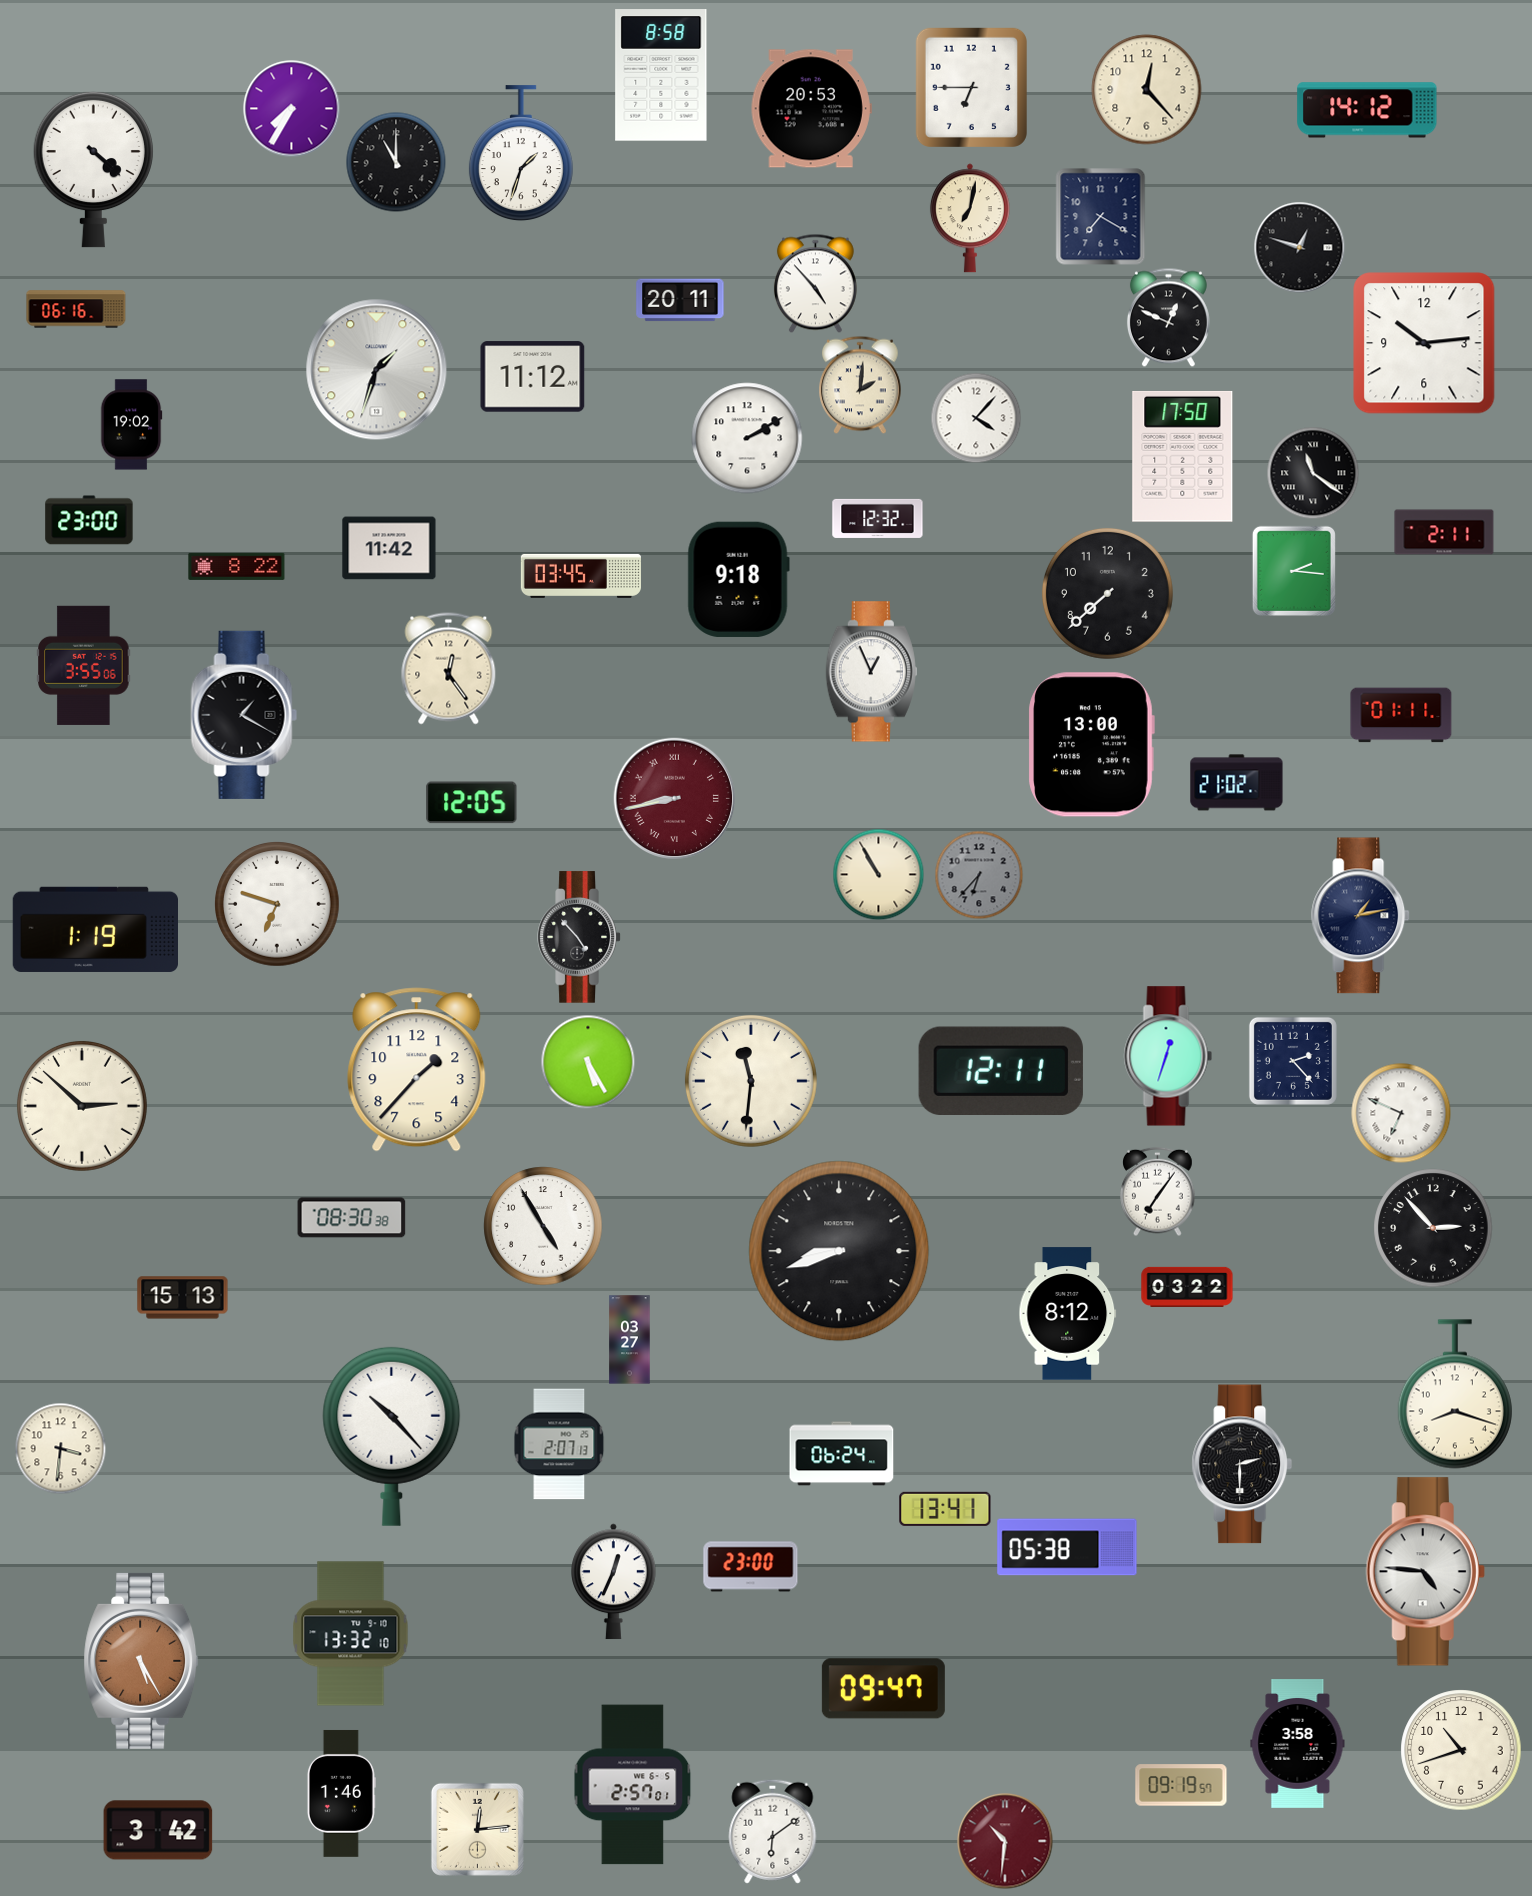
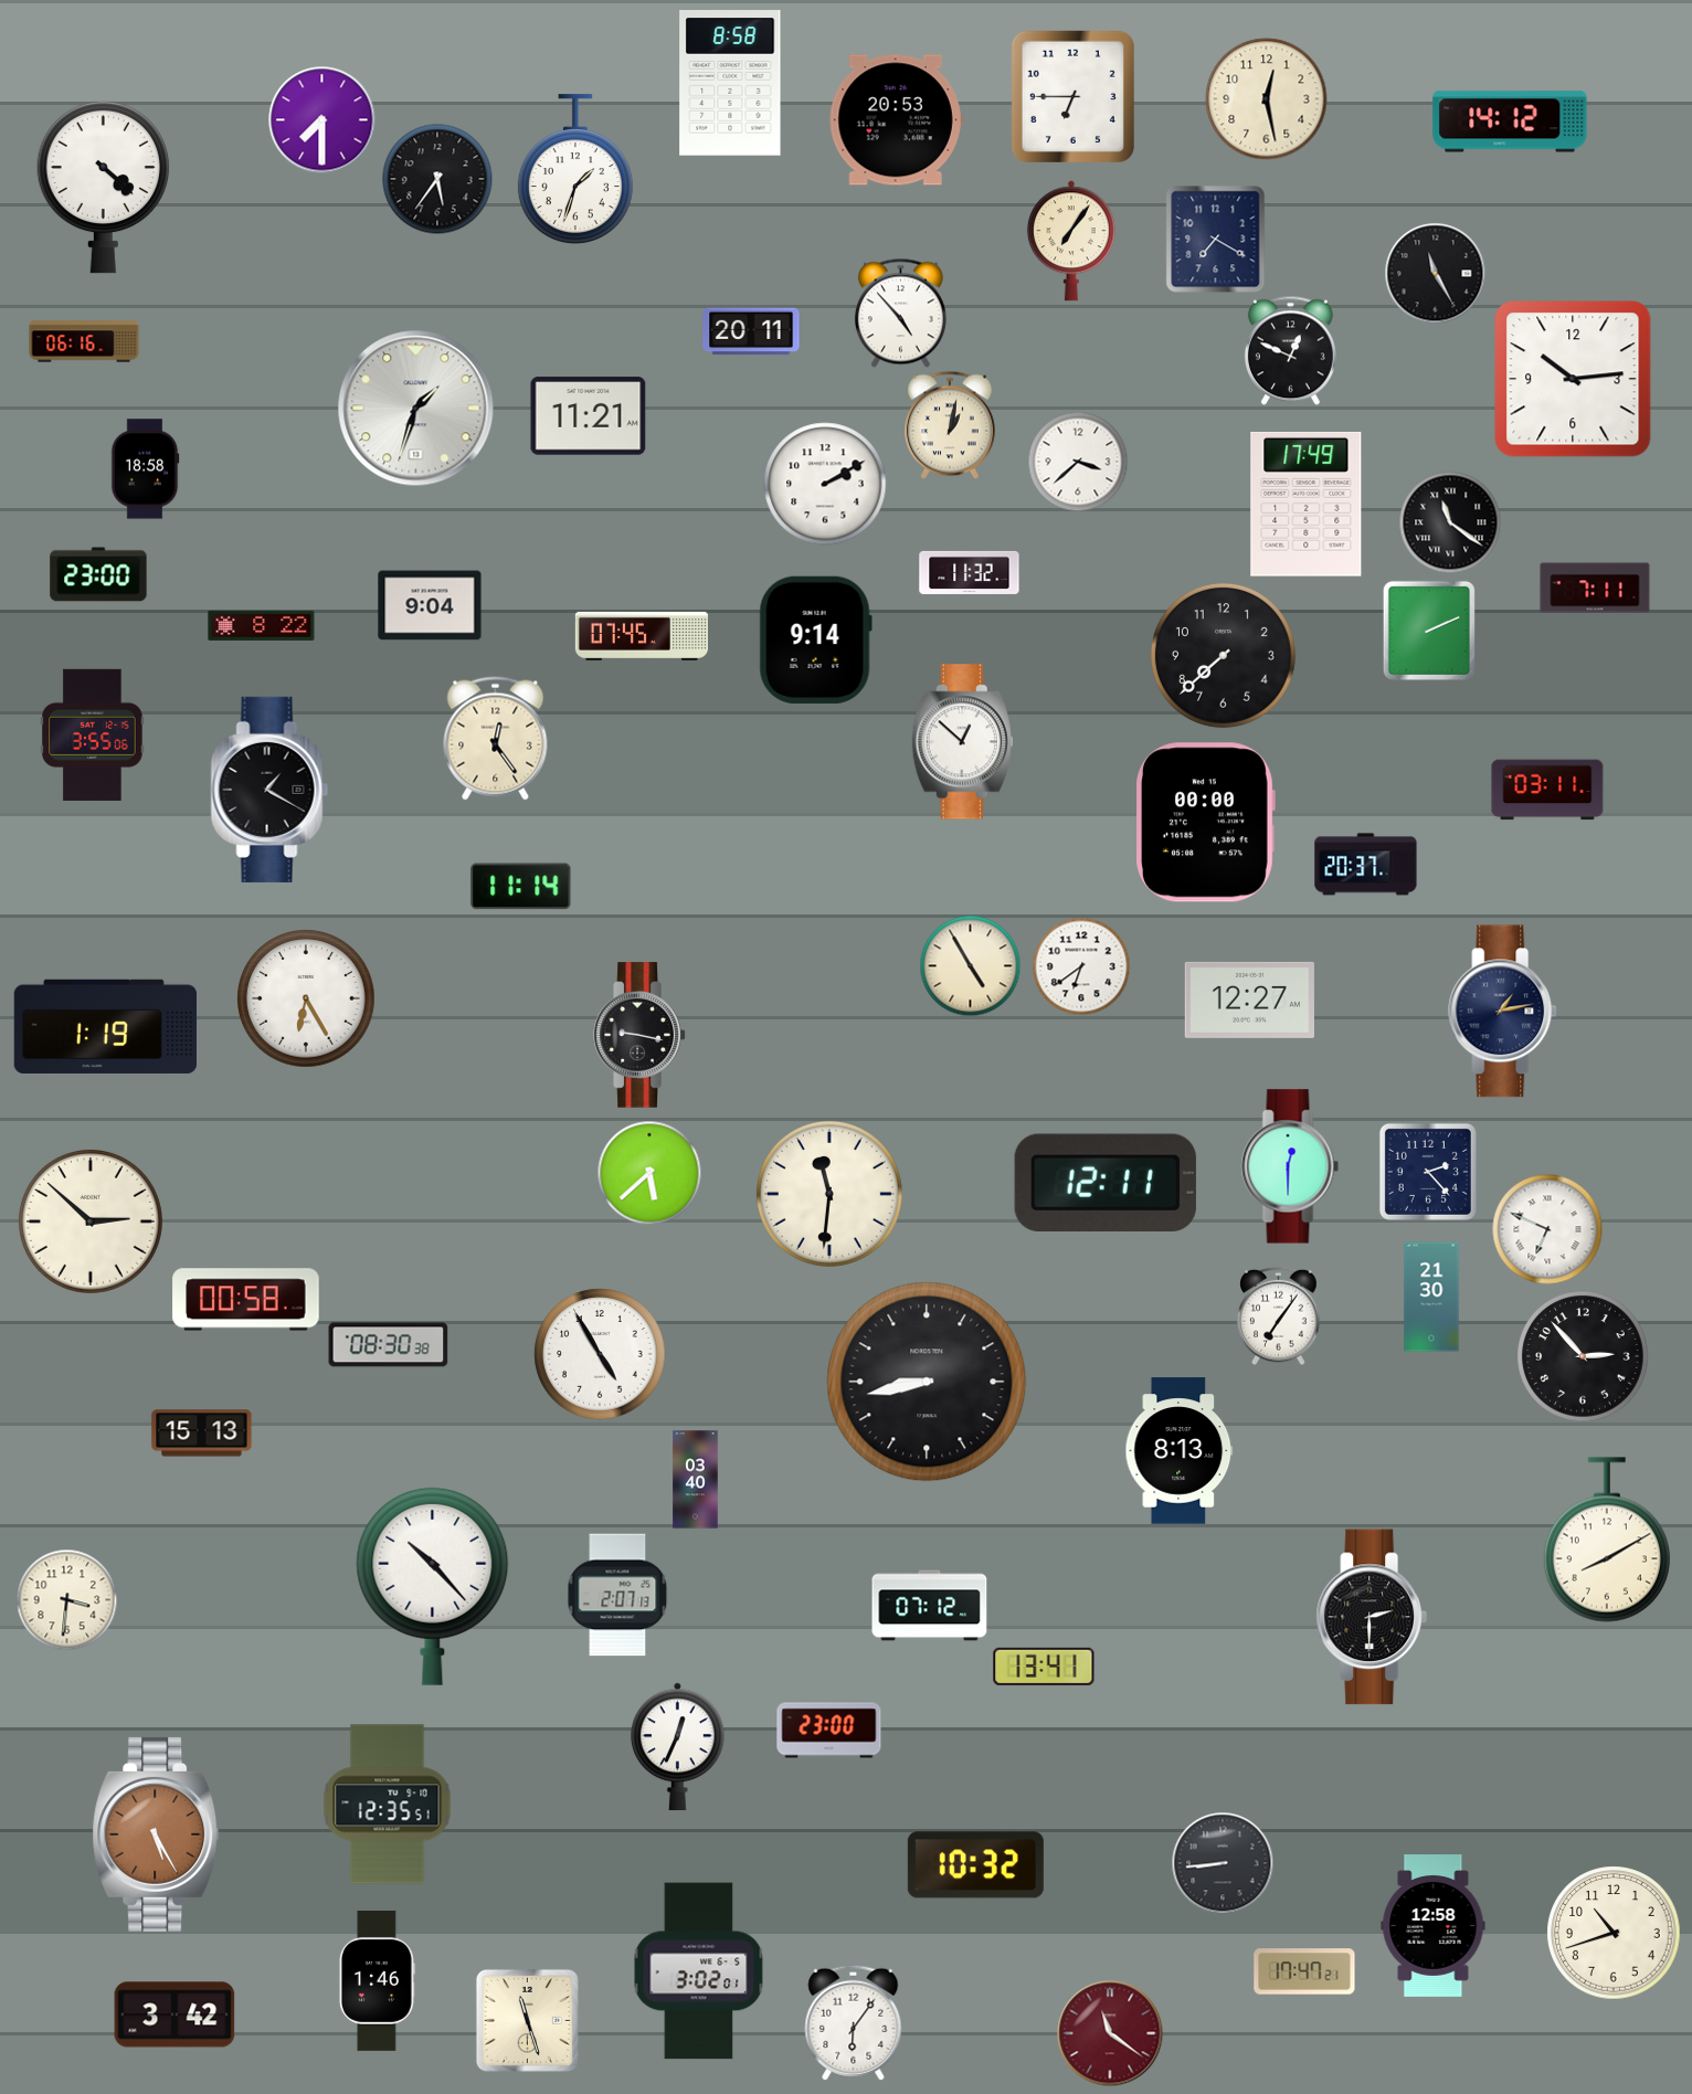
clock at (1147, 90): 12:23 -> 12:28
clock at (292, 109): 7:35 -> 7:30
clock at (396, 162): 11:00 -> 5:36
clock at (970, 218): 7:02 -> 7:06
clock at (1299, 247): 12:48 -> 11:25
clock at (533, 377): 11:12 -> 11:21
clock at (861, 385): 2:01 -> 1:02
clock at (976, 418): 4:07 -> 3:38
clock at (131, 425): 19:02 -> 18:58
clock at (1183, 456): 17:50 -> 17:49
clock at (878, 518): 12:32 -> 11:32
clock at (1444, 532): 2:11 -> 7:11
clock at (389, 548): 11:42 -> 9:04
clock at (1294, 571): 2:16 -> 2:11
clock at (581, 576): 03:45 -> 07:45
clock at (738, 579): 9:18 -> 9:14
clock at (871, 672): 12:56 -> 12:52
clock at (1401, 715): 01:11 -> 03:11
clock at (1091, 745): 13:00 -> 00:00
clock at (1237, 783): 21:02 -> 20:37
clock at (675, 799): 8:43 -> none
clock at (472, 803): 12:05 -> 11:14
clock at (878, 874): 10:55 -> 4:55
clock at (979, 875): 6:37 -> 6:39
clock at (979, 875) dial: grey -> white
clock at (277, 904): 6:48 -> 6:25
clock at (1249, 1000): none -> 12:27
clock at (579, 937): 4:53 -> 9:17
clock at (1168, 1056): 12:33 -> 12:30
clock at (588, 1062): 5:25 -> 5:38
clock at (417, 1070): 1:37 -> none
clock at (1431, 1297): none -> 21:30
clock at (246, 1300): none -> 00:58
clock at (839, 1251): 8:42 -> 8:43
clock at (1187, 1287): 03:22 -> none
clock at (1068, 1314): 8:12 -> 8:13
clock at (630, 1340): 03:27 -> 03:40
clock at (1455, 1394): 8:18 -> 8:10
clock at (842, 1454): 06:24 -> 07:12
clock at (1067, 1547): 05:38 -> none
clock at (1425, 1572): 4:46 -> none
clock at (351, 1634): 13:32 -> 12:35
clock at (1223, 1863): none -> 8:44
clock at (883, 1689): 09:47 -> 10:32
clock at (1298, 1744): 3:58 -> 12:58
clock at (633, 1785): 2:57 -> 3:02
clock at (1181, 1785): 09:19 -> 17:47
clock at (477, 1829): 12:14 -> 11:27
clock at (158, 1830) position: (158, 1830) -> (175, 2014)
clock at (773, 1831): 6:09 -> 6:06
clock at (1005, 1841): 10:31 -> 11:21
